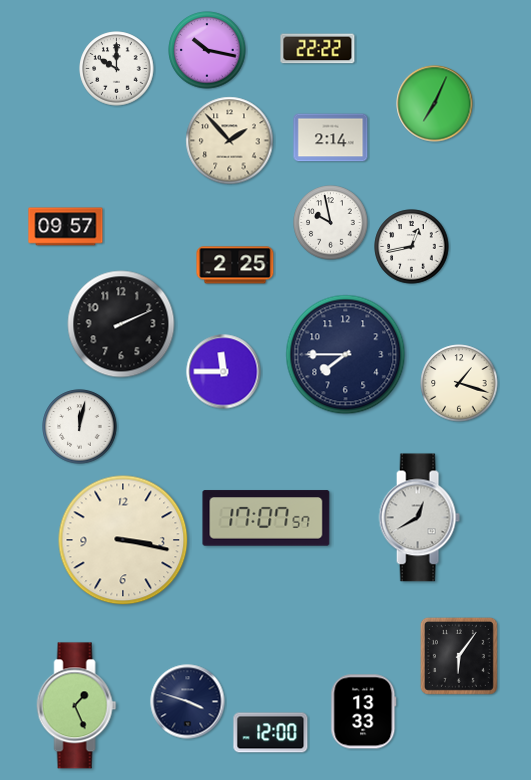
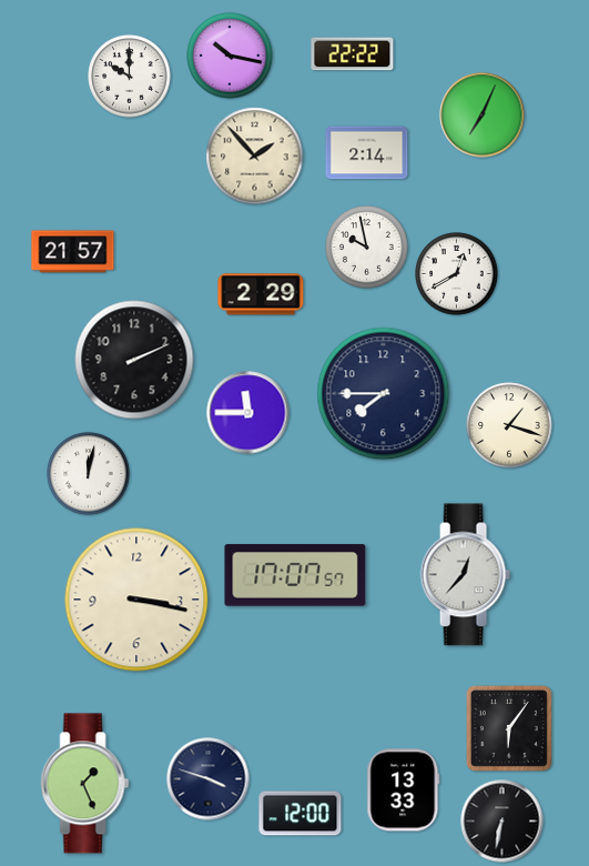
clock at (66, 227): 09:57 -> 21:57
clock at (412, 247): 12:43 -> 12:40
clock at (235, 265): 2:25 -> 2:29
clock at (419, 518): 12:40 -> 12:37
clock at (502, 822): none -> 6:32
